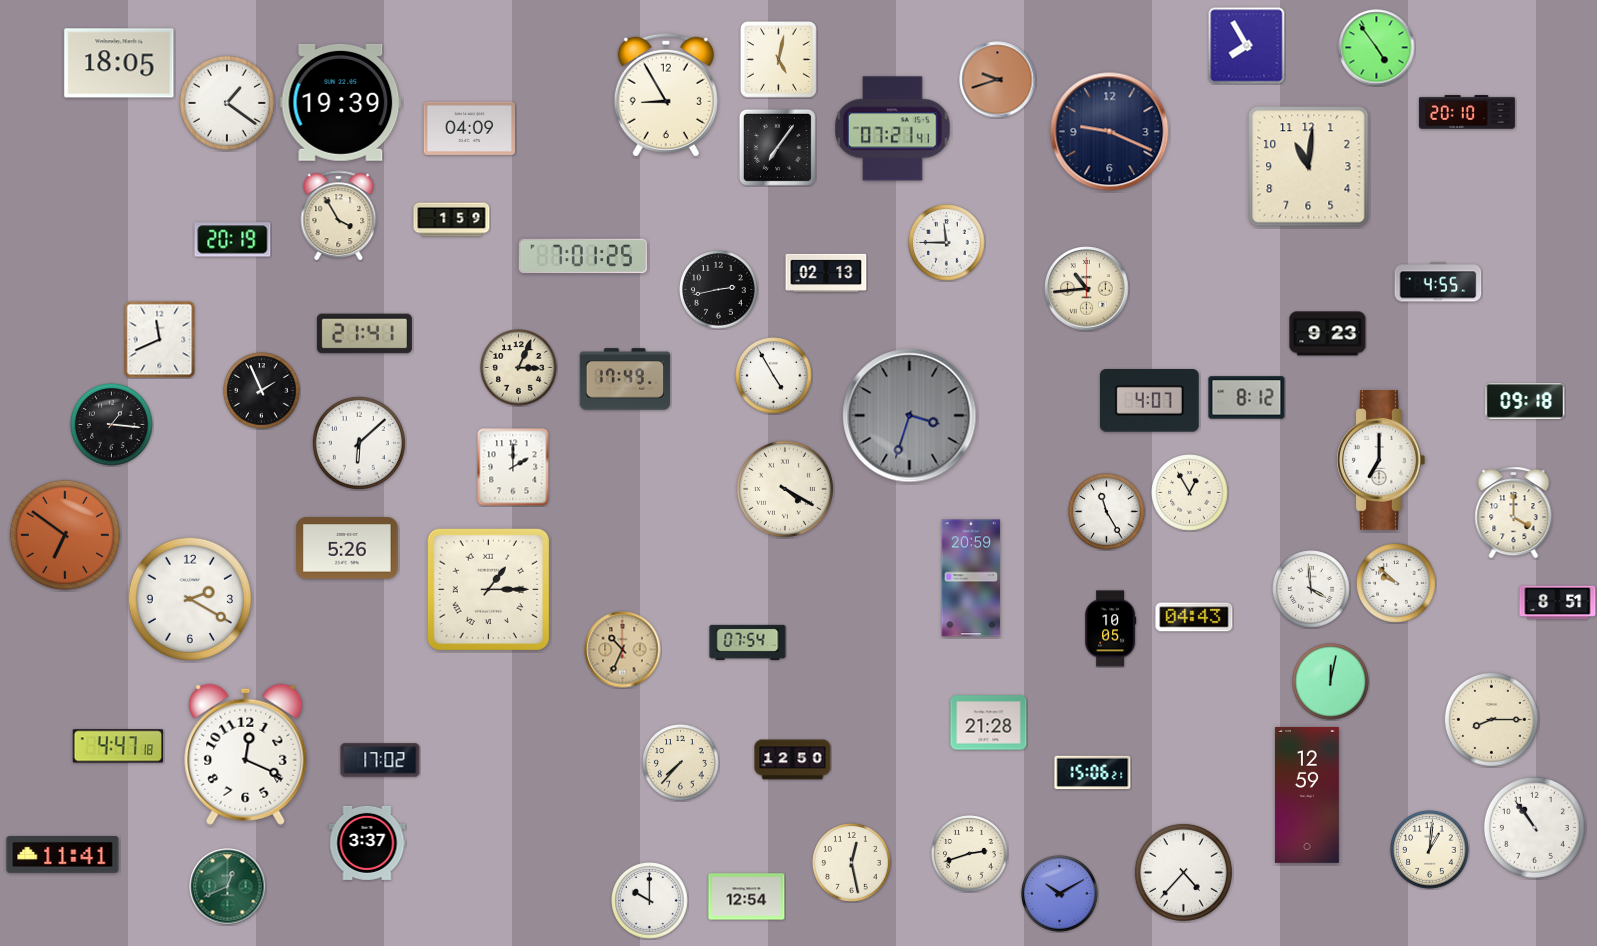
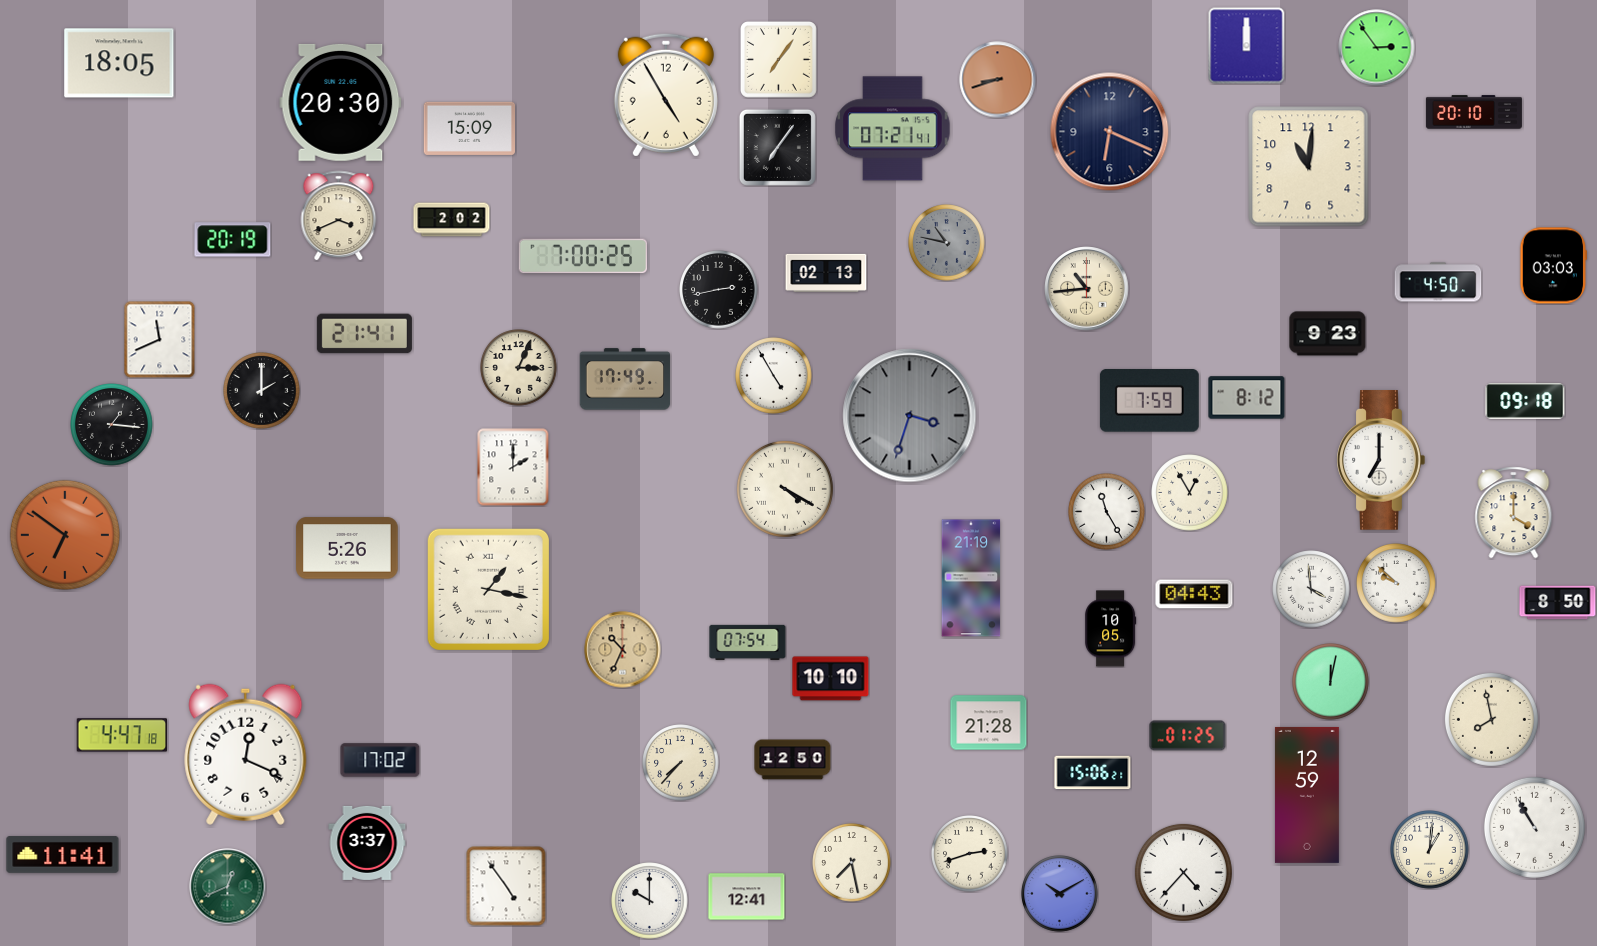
clock at (1247, 46): 7:55 -> 12:00
clock at (1377, 48): 4:54 -> 2:54
clock at (778, 59): 5:02 -> 7:06
clock at (998, 80): 9:42 -> 8:42
clock at (666, 95): 8:55 -> 4:55
clock at (341, 102): 19:39 -> 20:30
clock at (227, 103): 1:21 -> none
clock at (1467, 112) position: (1467, 112) -> (1474, 112)
clock at (469, 128): 04:09 -> 15:09
clock at (1110, 132): 9:19 -> 6:19
clock at (339, 216): 3:55 -> 3:41
clock at (452, 220): 1:59 -> 2:02
clock at (947, 243): 11:45 -> 10:47
clock at (947, 243) dial: white -> grey
clock at (583, 256): 7:01 -> 7:00
clock at (1553, 266): none -> 03:03
clock at (1438, 282): 4:55 -> 4:50
clock at (262, 391): 1:56 -> 2:00
clock at (1149, 401): 4:07 -> 7:59
clock at (359, 443): 6:08 -> none
clock at (971, 578): 20:59 -> 21:19
clock at (488, 589): 1:15 -> 1:17
clock at (190, 599): 2:20 -> none
clock at (1558, 603): 8:51 -> 8:50
clock at (1194, 617) position: (1194, 617) -> (1194, 594)
clock at (831, 679): none -> 10:10
clock at (1491, 719): 8:15 -> 7:58
clock at (1188, 736): none -> 01:25
clock at (118, 746) position: (118, 746) -> (122, 735)
clock at (1534, 827): 10:54 -> 10:55
clock at (852, 863): 12:28 -> 7:28
clock at (506, 886): none -> 4:54
clock at (747, 897): 12:54 -> 12:41
